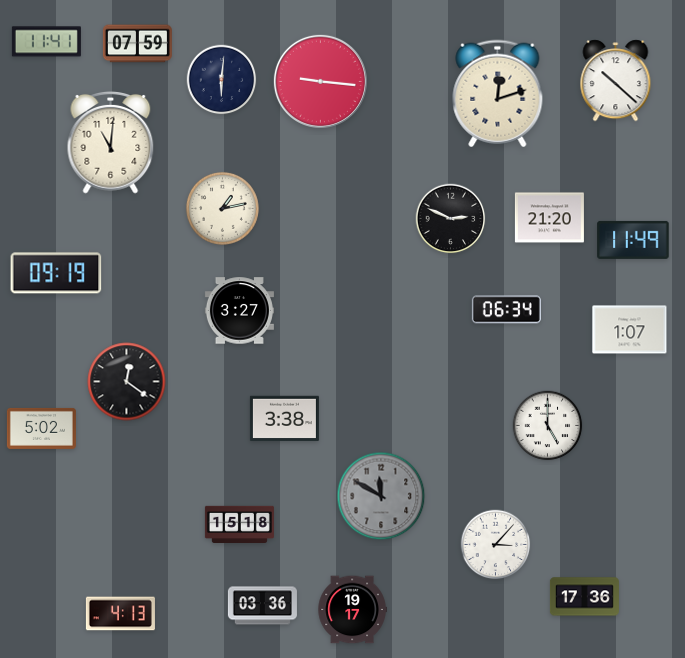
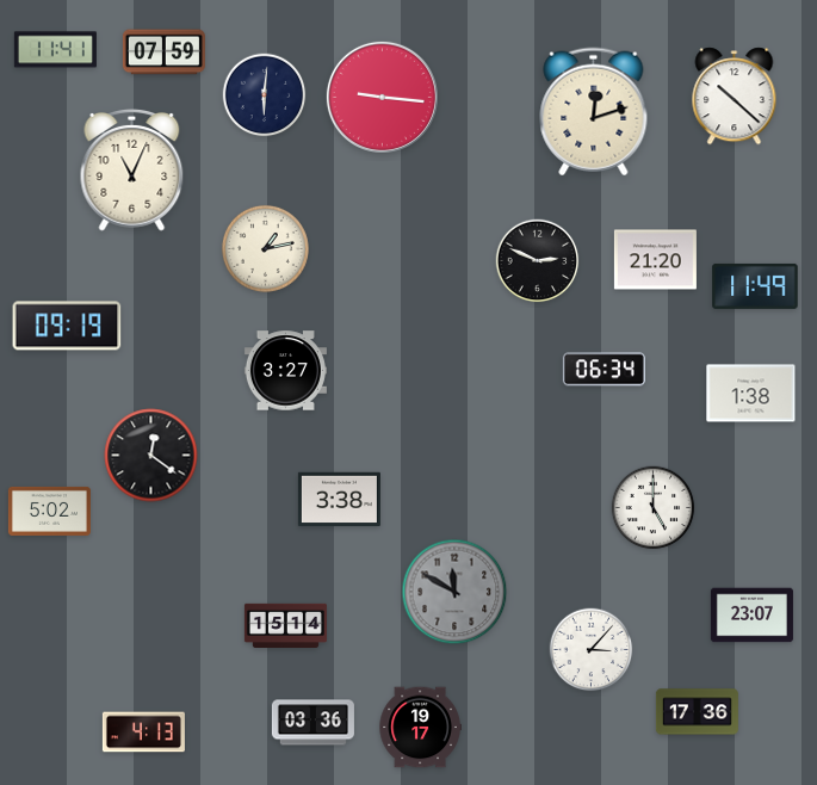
clock at (111, 142): 11:01 -> 11:04
clock at (630, 330): 1:07 -> 1:38
clock at (751, 616): none -> 23:07
clock at (239, 525): 15:18 -> 15:14
